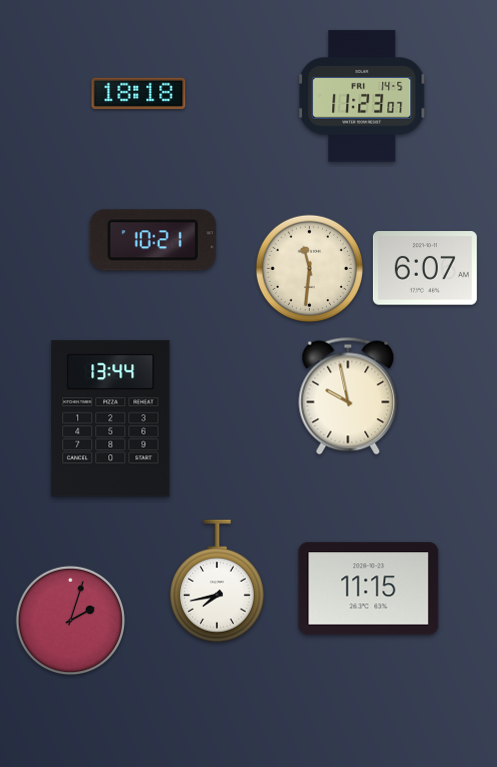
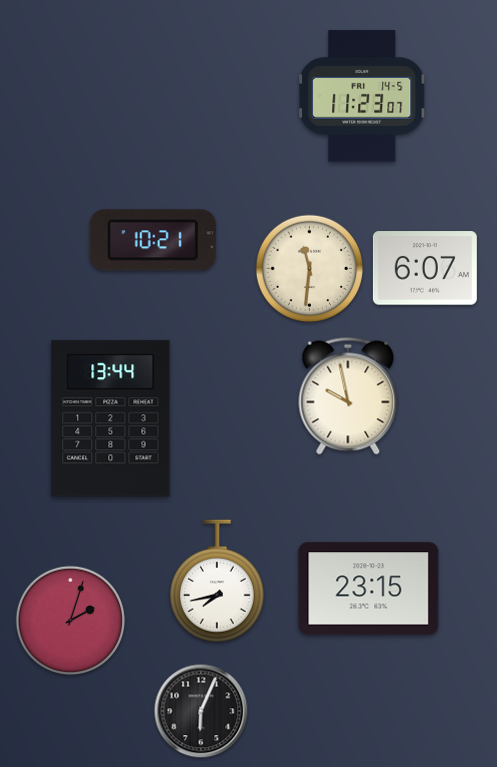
clock at (139, 93): 18:18 -> none
clock at (369, 589): 11:15 -> 23:15
clock at (201, 711): none -> 6:04
